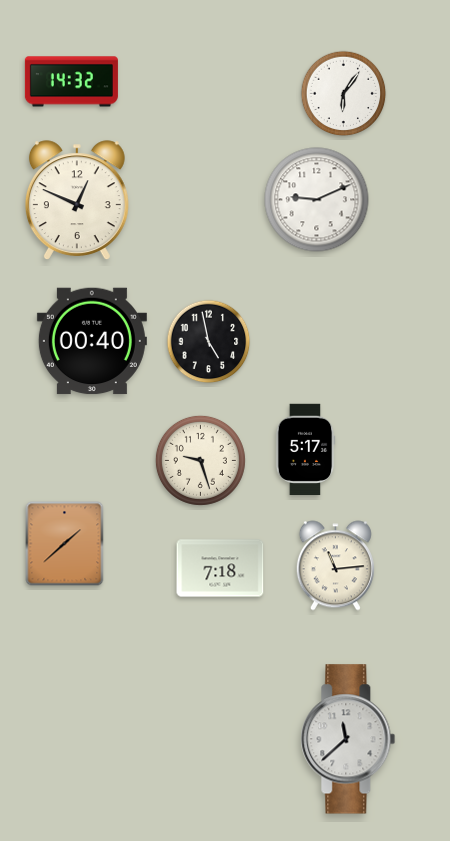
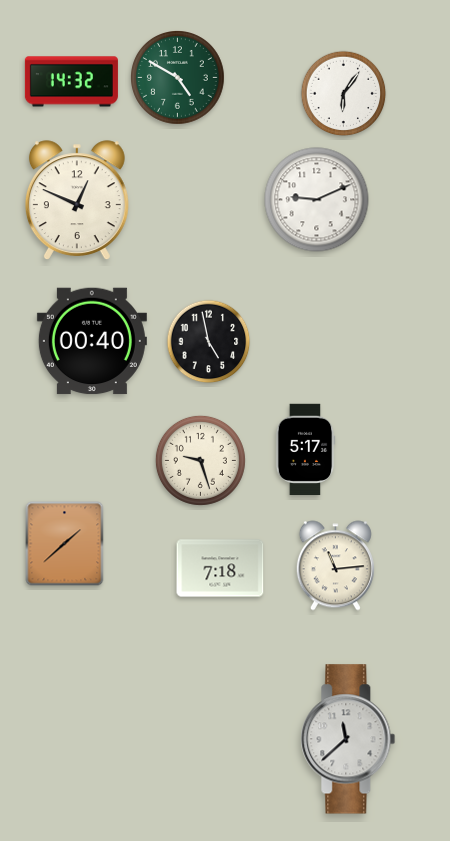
clock at (178, 78): none -> 4:50
